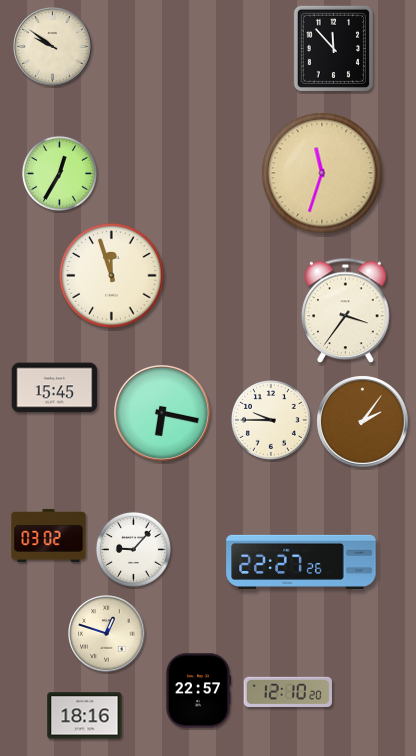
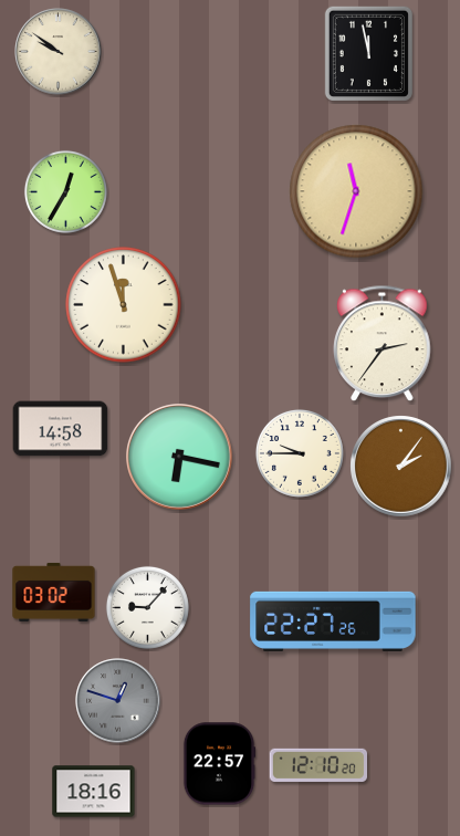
clock at (333, 48): 11:53 -> 11:58
clock at (346, 311): 3:36 -> 2:36
clock at (55, 388): 15:45 -> 14:58
clock at (271, 420) position: (271, 420) -> (300, 453)
clock at (107, 634) dial: cream -> grey
